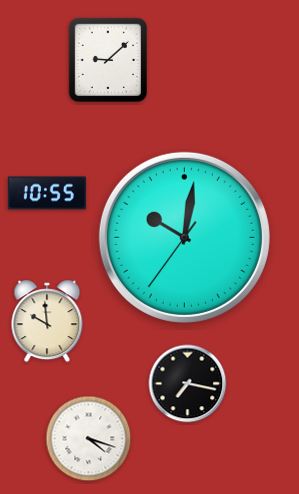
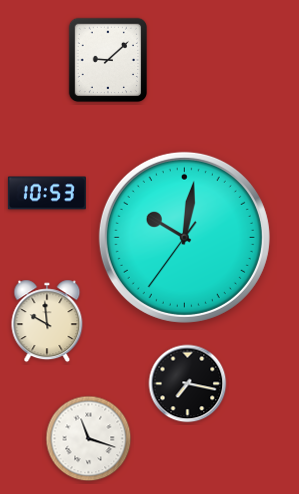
clock at (47, 193): 10:55 -> 10:53
clock at (89, 439): 4:18 -> 11:18
